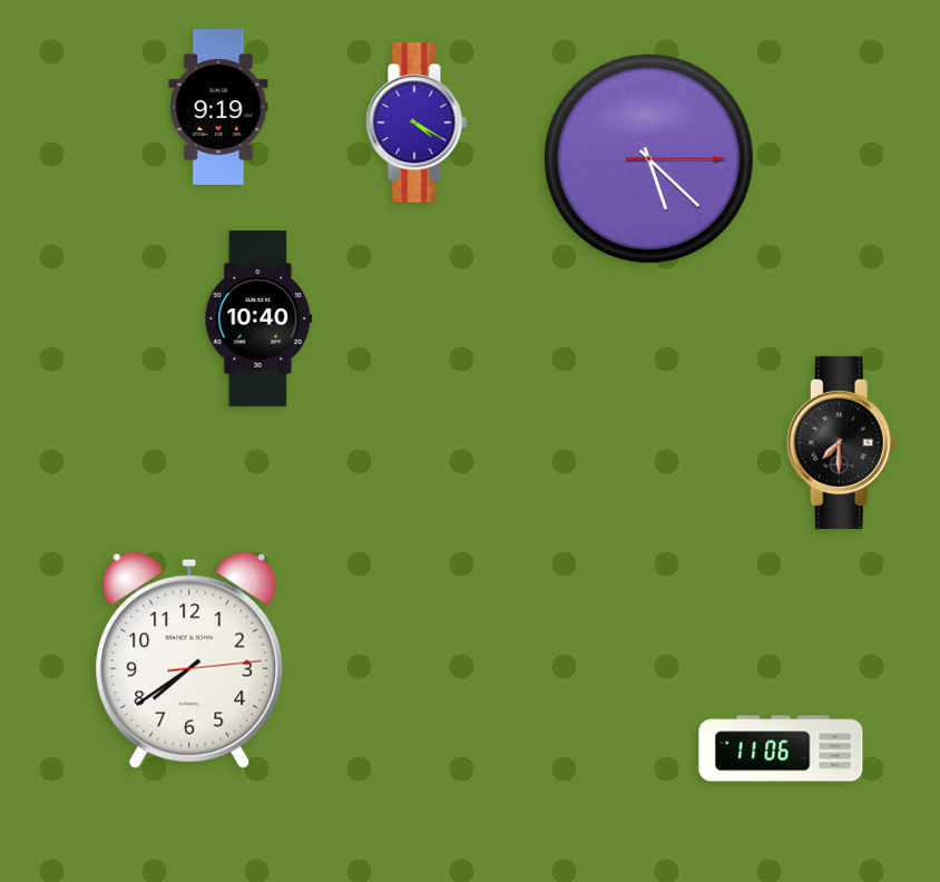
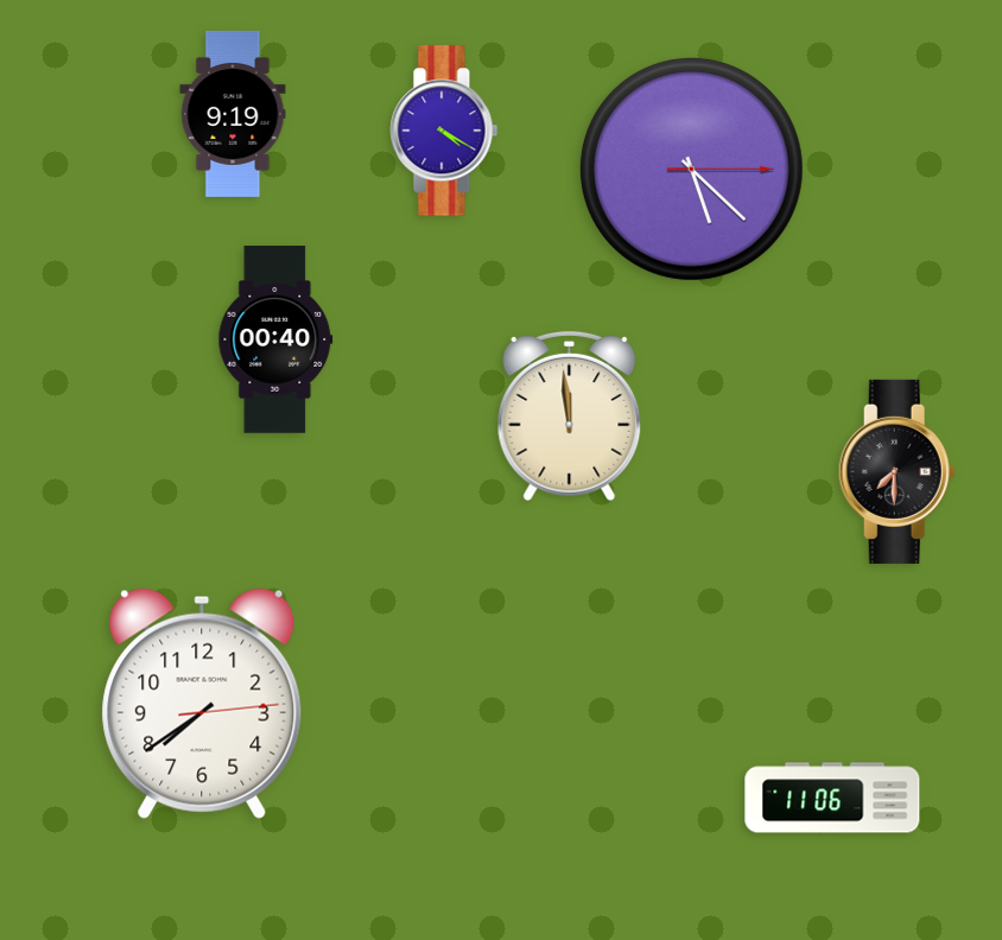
clock at (258, 320): 10:40 -> 00:40
clock at (570, 417): none -> 11:59
